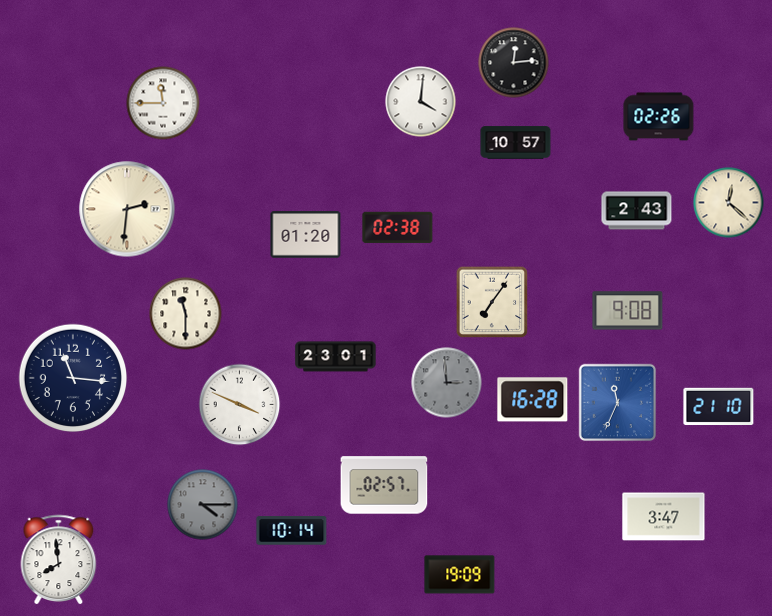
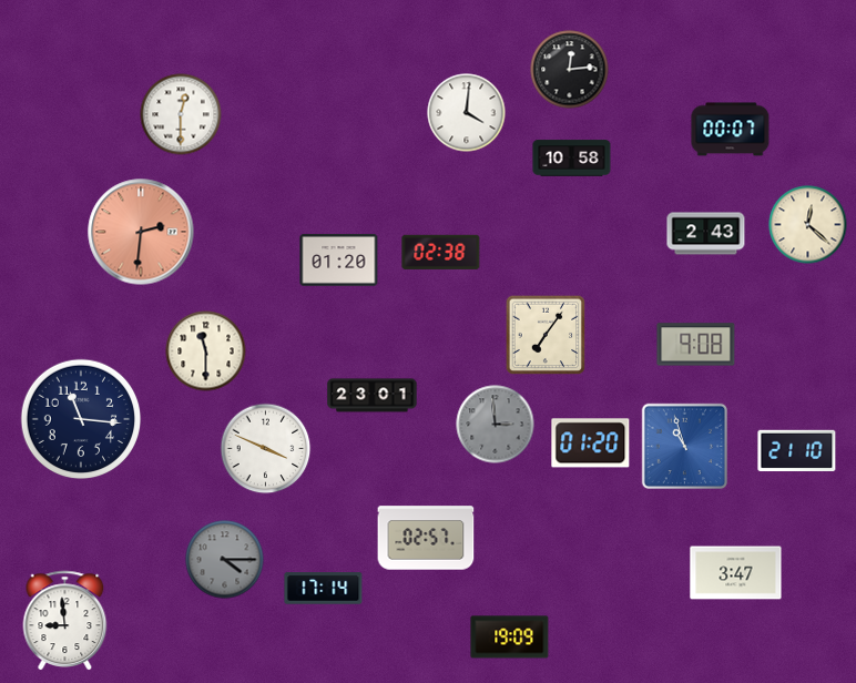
clock at (163, 103): 11:45 -> 12:30
clock at (659, 117): 02:26 -> 00:07
clock at (516, 143): 10:57 -> 10:58
clock at (127, 209) dial: cream -> salmon
clock at (186, 314) position: (186, 314) -> (206, 351)
clock at (533, 400): 16:28 -> 01:20
clock at (618, 403): 11:34 -> 10:57
clock at (292, 531): 10:14 -> 17:14
clock at (59, 559): 7:59 -> 8:59
